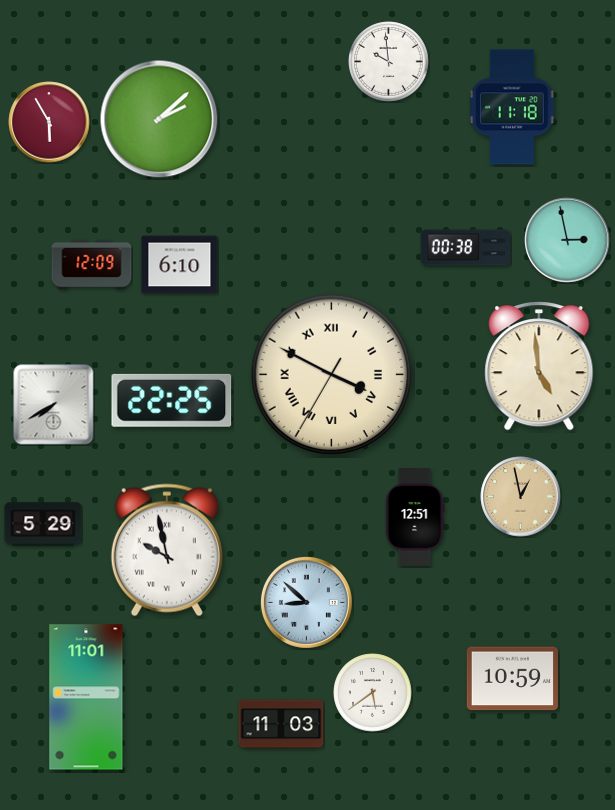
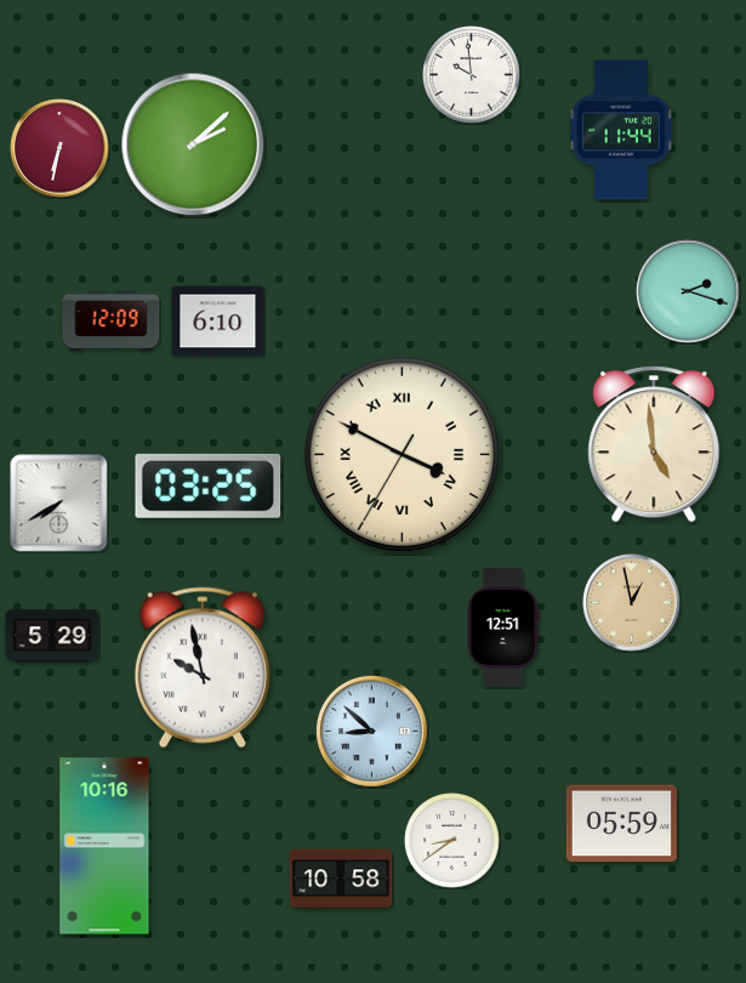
clock at (512, 107): 11:18 -> 11:44
clock at (49, 122): 5:55 -> 6:32
clock at (567, 240): 2:58 -> 2:18
clock at (466, 248): 00:38 -> none
clock at (172, 400): 22:25 -> 03:25
clock at (54, 405) position: (54, 405) -> (59, 504)
clock at (512, 679): 10:59 -> 05:59
clock at (373, 693): 5:39 -> 8:39
clock at (86, 697): 11:01 -> 10:16
clock at (281, 724): 11:03 -> 10:58
